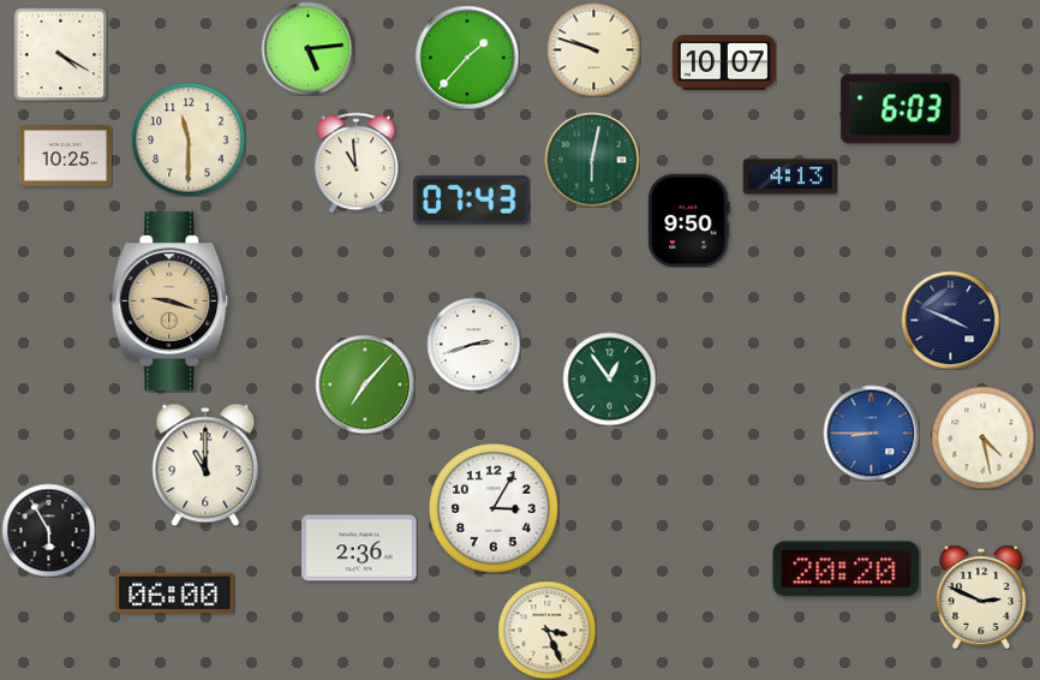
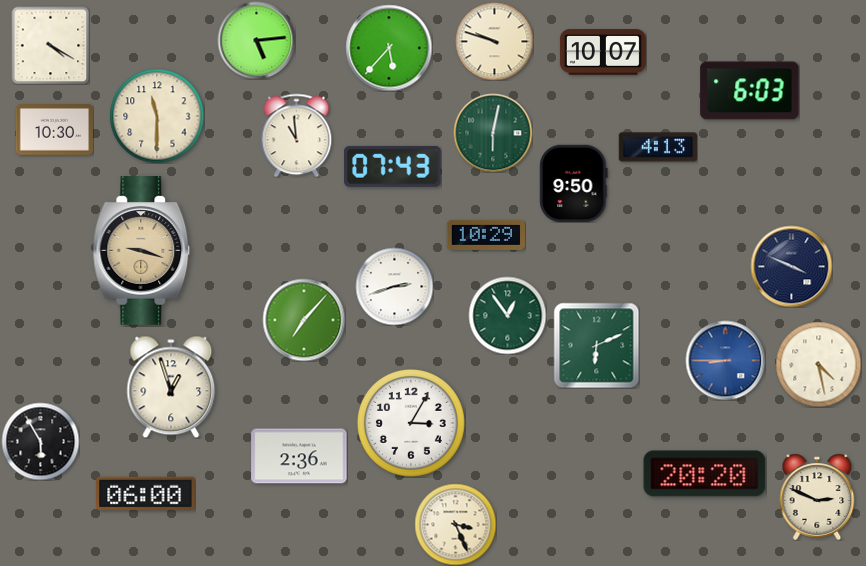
clock at (467, 58): 1:37 -> 5:37
clock at (65, 156): 10:25 -> 10:30
clock at (485, 235): none -> 10:29
clock at (596, 345): none -> 6:11
clock at (205, 465): 11:00 -> 12:57
